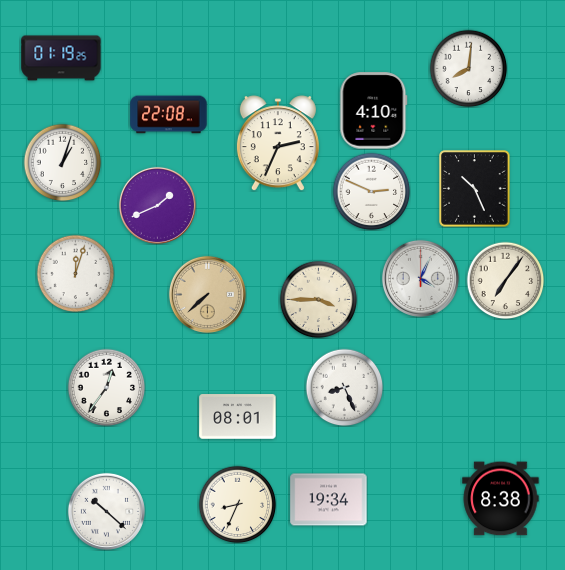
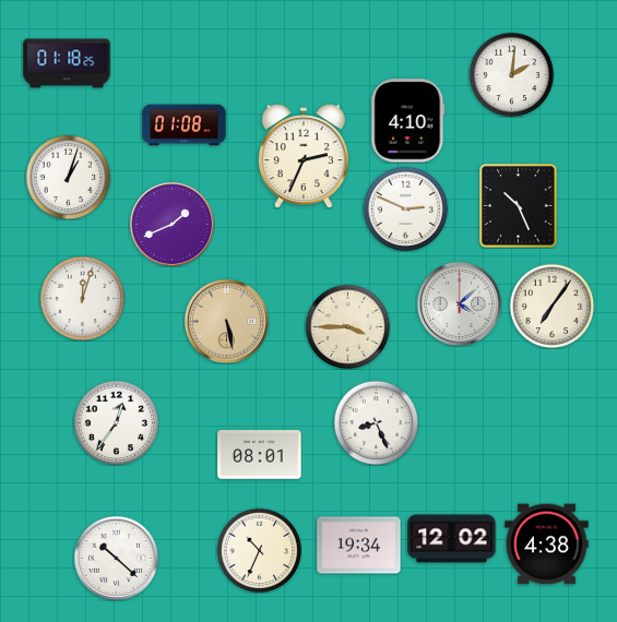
clock at (61, 58): 01:19 -> 01:18
clock at (468, 68): 8:01 -> 2:01
clock at (169, 115): 22:08 -> 01:08
clock at (420, 278): 4:04 -> 4:08
clock at (207, 294): 7:38 -> 5:28
clock at (452, 539): none -> 12:02
clock at (501, 499): 8:38 -> 4:38
clock at (237, 504): 8:34 -> 10:34
